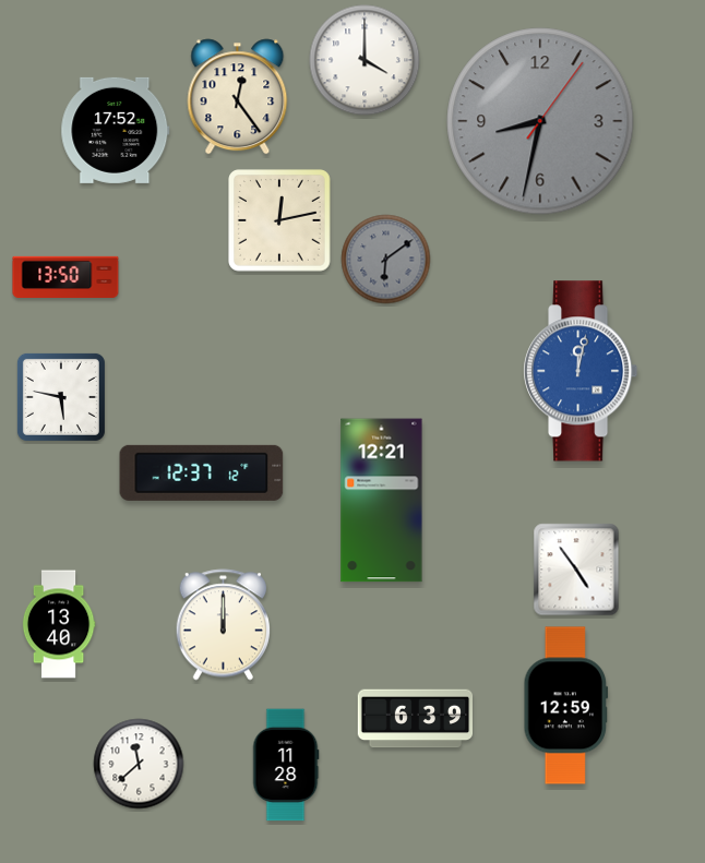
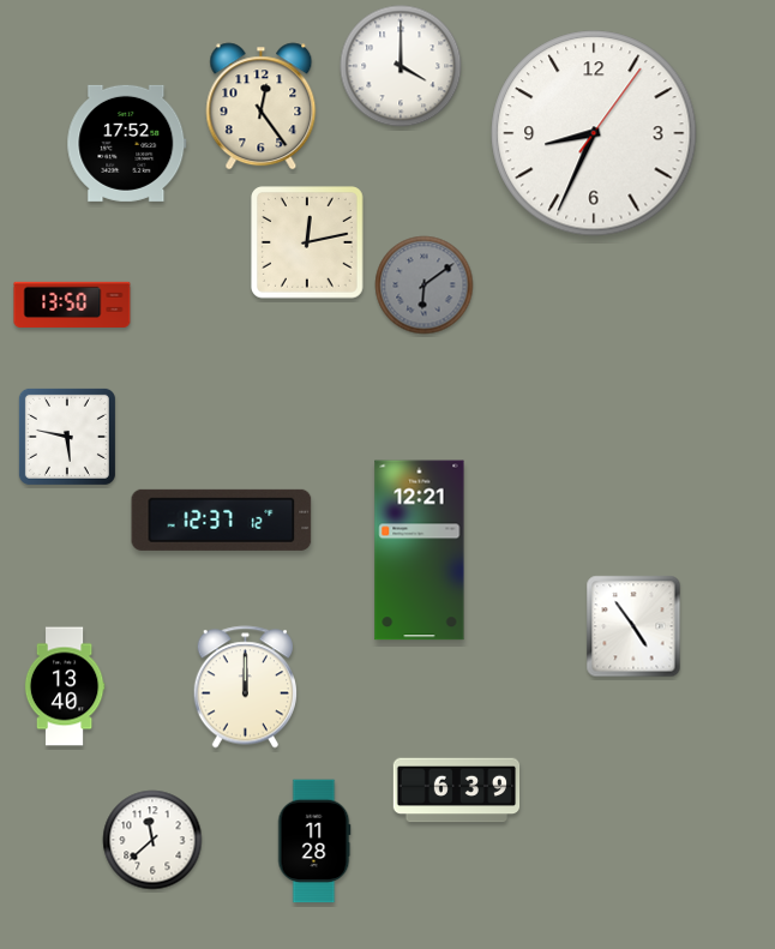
clock at (540, 121): 8:32 -> 8:34
clock at (540, 121) dial: grey -> white
clock at (582, 371): 12:02 -> none
clock at (566, 706): 12:59 -> none
